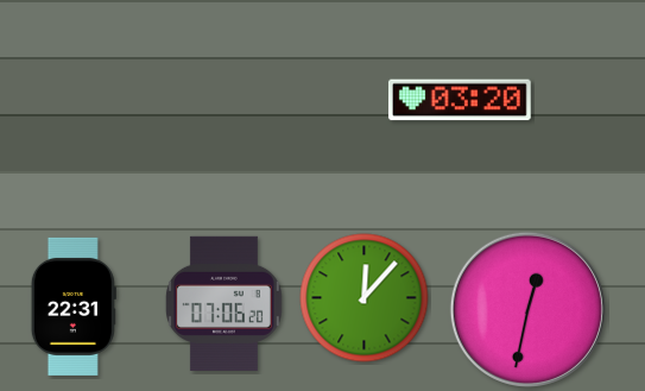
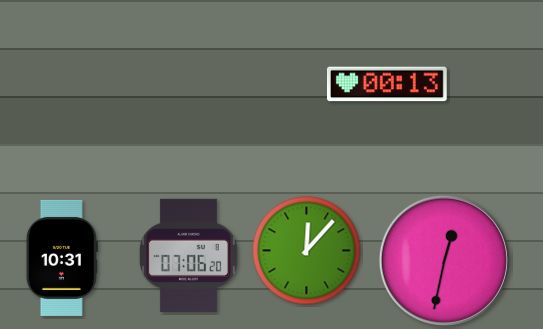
clock at (460, 100): 03:20 -> 00:13
clock at (74, 307): 22:31 -> 10:31
